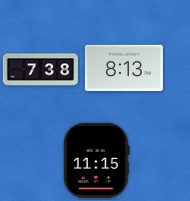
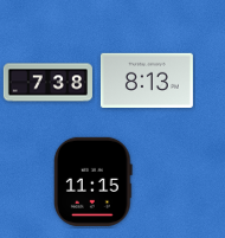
clock at (97, 160) position: (97, 160) -> (94, 181)
